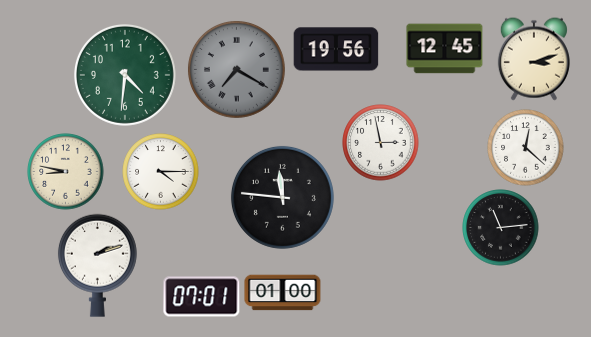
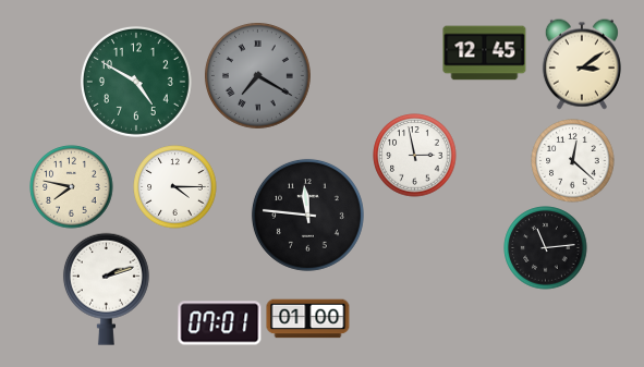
clock at (336, 49): 19:56 -> none
clock at (534, 59): 3:12 -> 3:09
clock at (125, 75): 4:31 -> 4:50
clock at (66, 172): 8:47 -> 7:47
